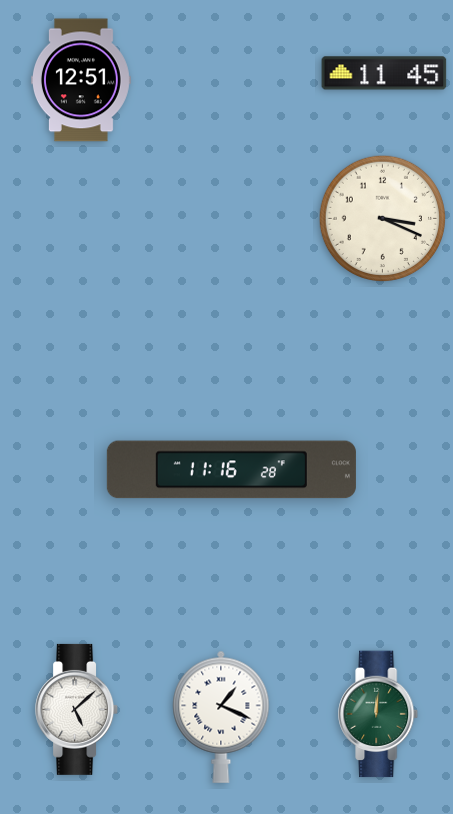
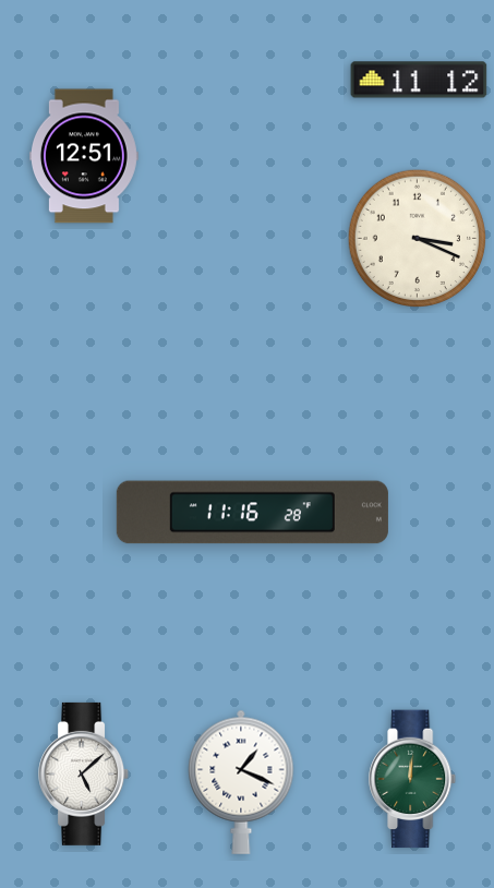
clock at (384, 73): 11:45 -> 11:12
clock at (81, 80) position: (81, 80) -> (84, 156)
